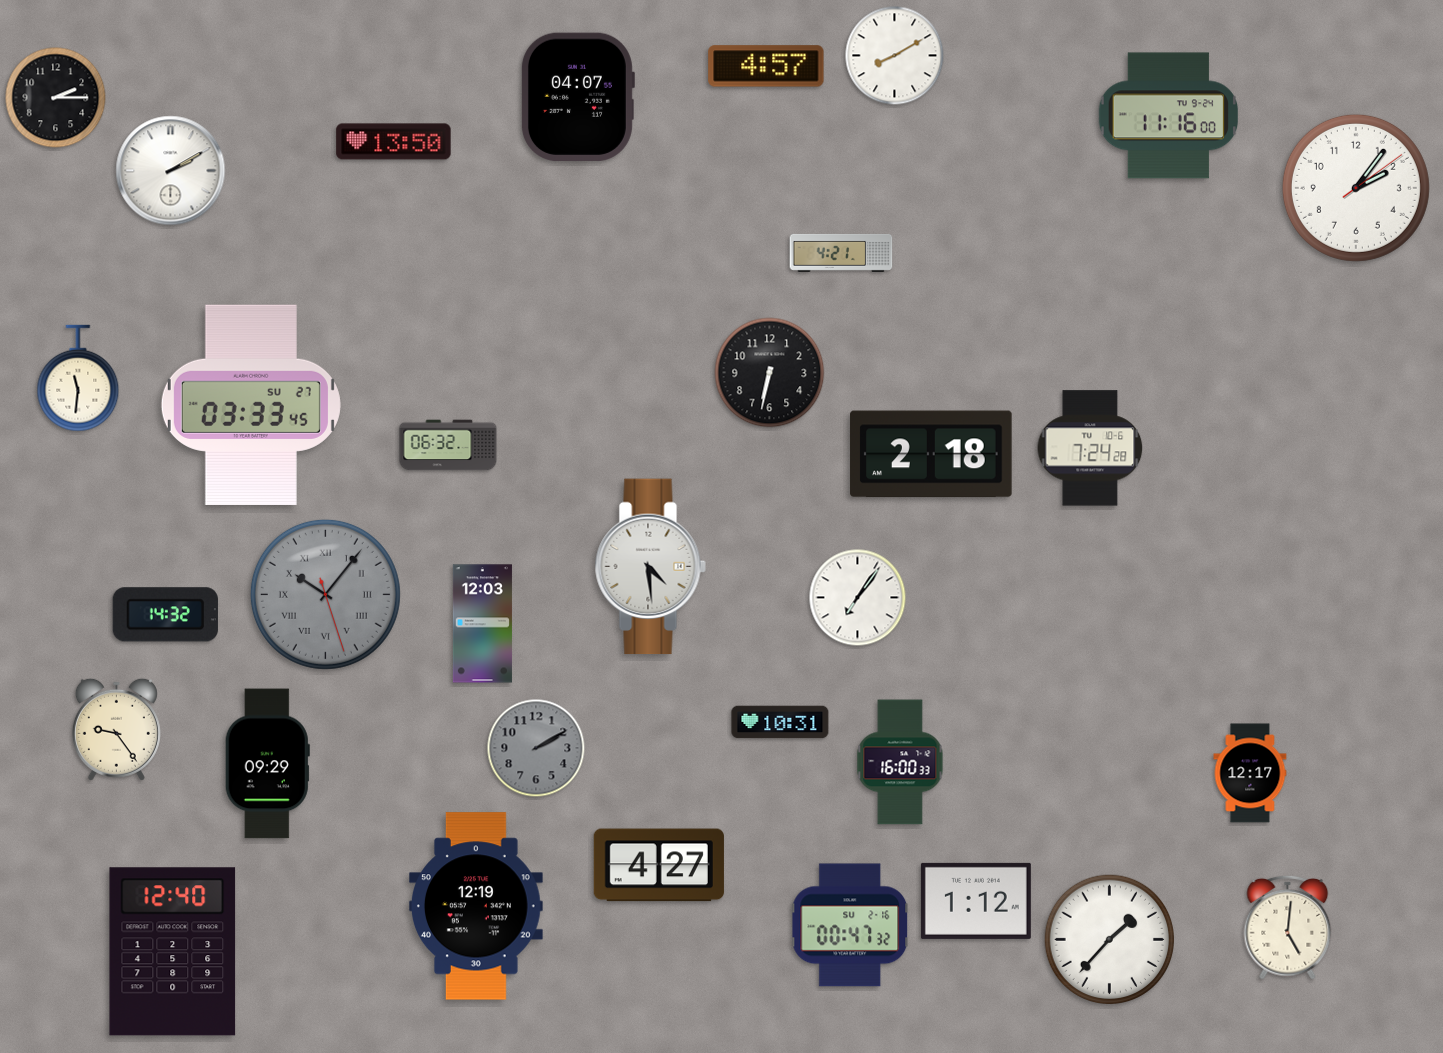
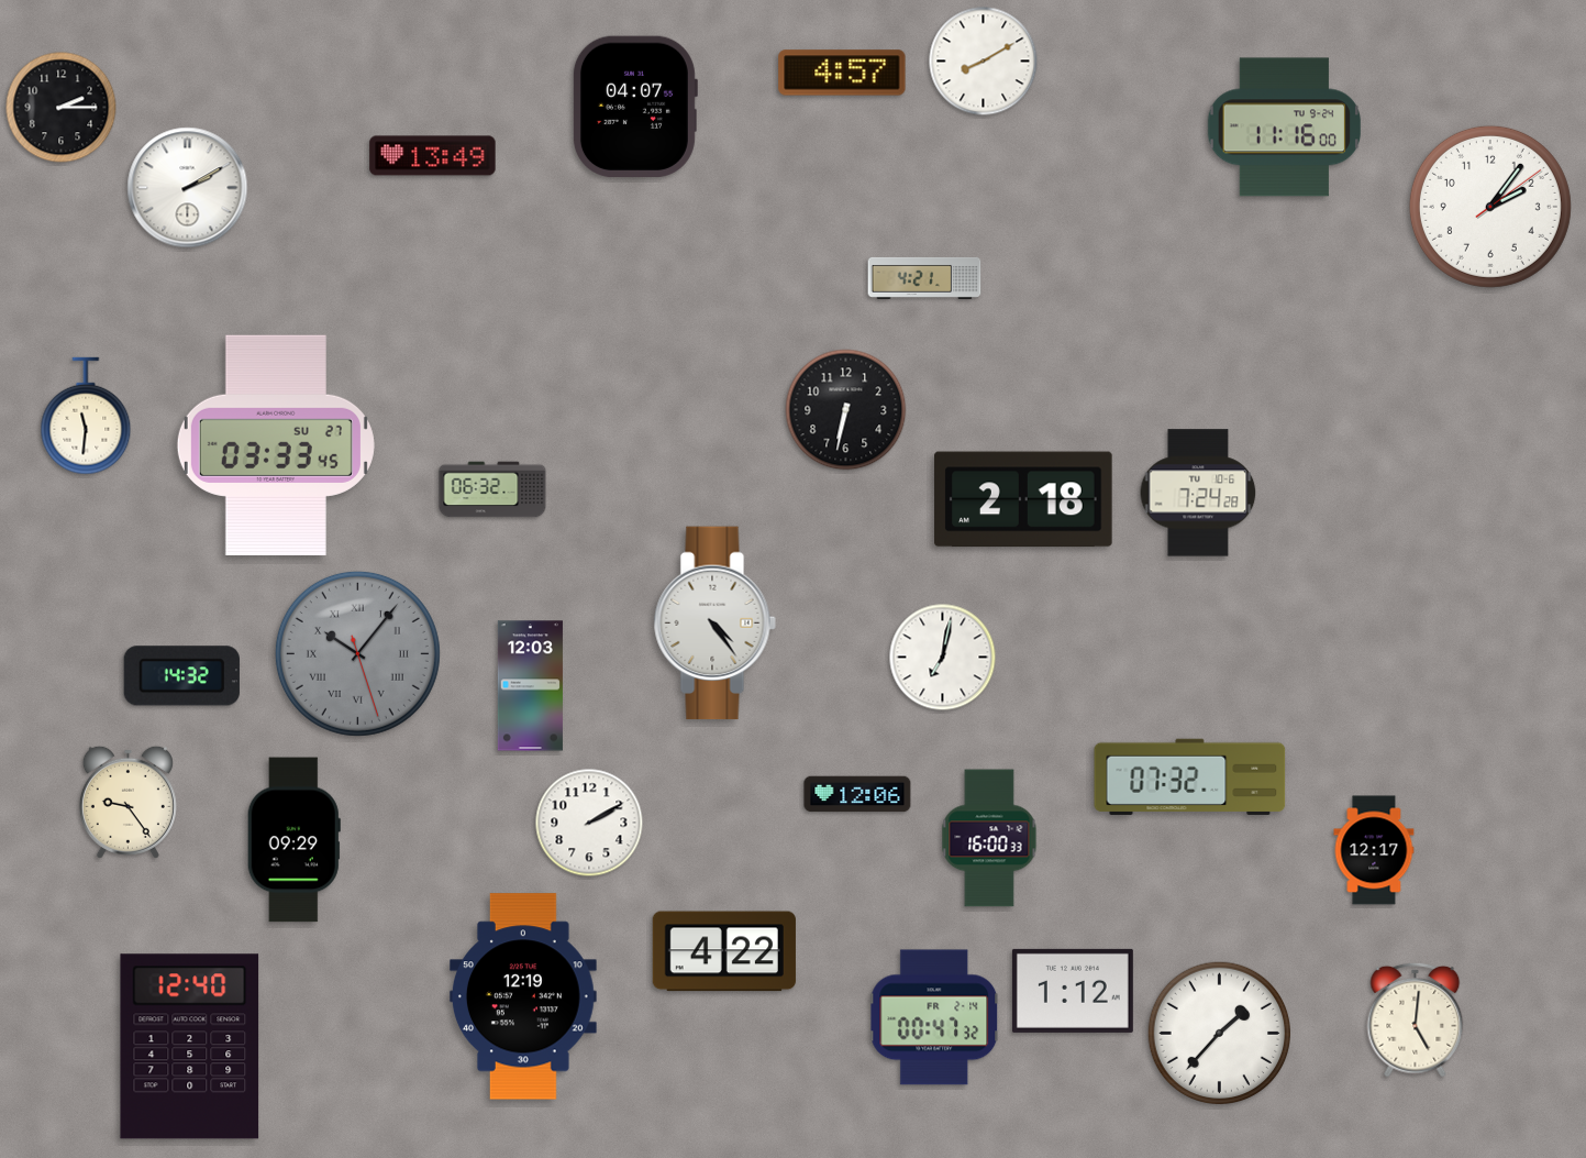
clock at (394, 142): 13:50 -> 13:49
clock at (650, 567): 4:29 -> 4:24
clock at (858, 598): 7:06 -> 7:02
clock at (1190, 776): none -> 07:32
clock at (780, 722): 10:31 -> 12:06
clock at (536, 748) dial: grey -> white
clock at (659, 865): 4:27 -> 4:22
clock at (851, 925) date: SU 2-16 -> FR 2-14
